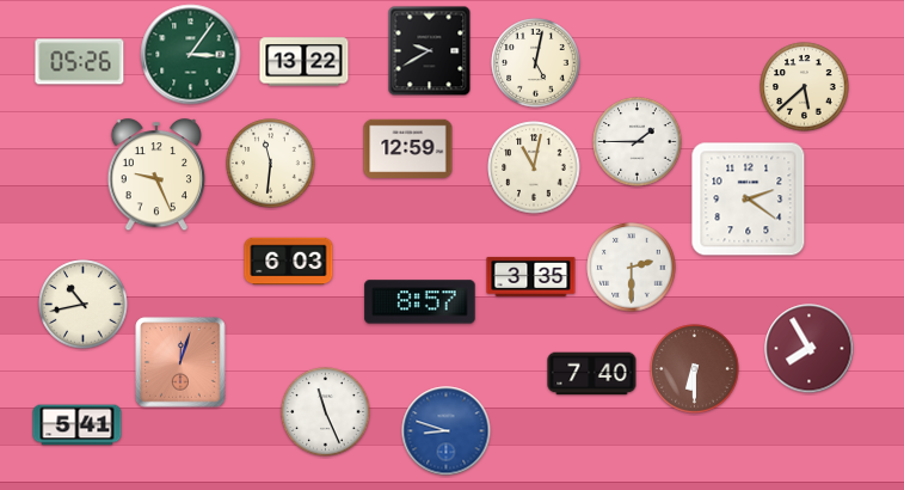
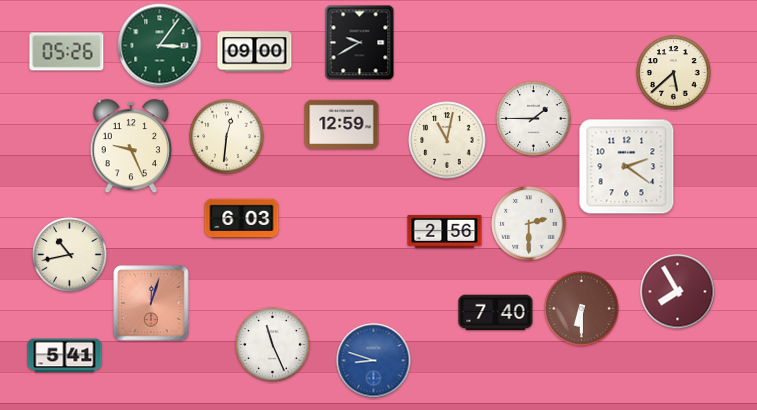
clock at (305, 62): 13:22 -> 09:00
clock at (536, 63): 5:02 -> none
clock at (271, 164): 11:31 -> 12:31
clock at (531, 276): 3:35 -> 2:56
clock at (420, 302): 8:57 -> none
